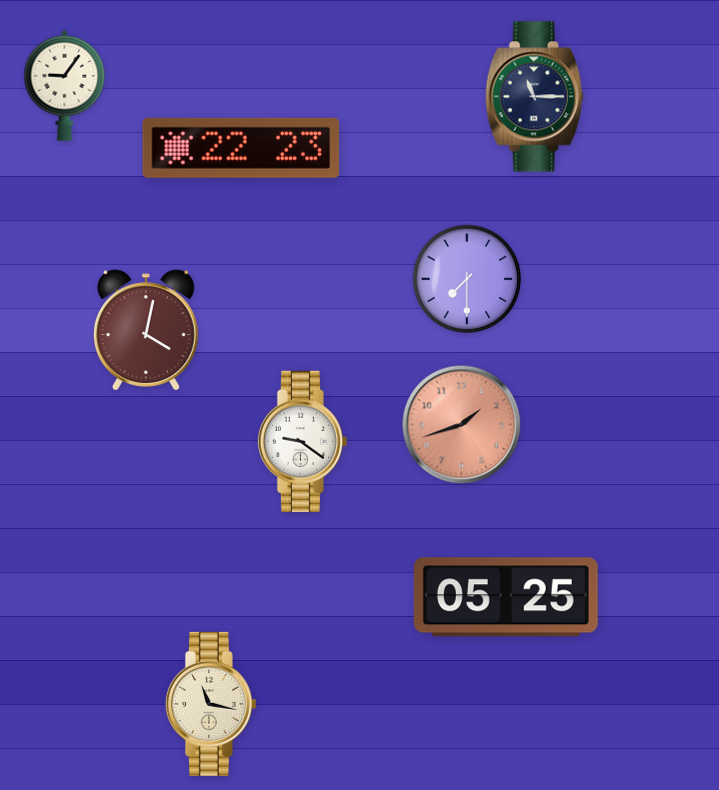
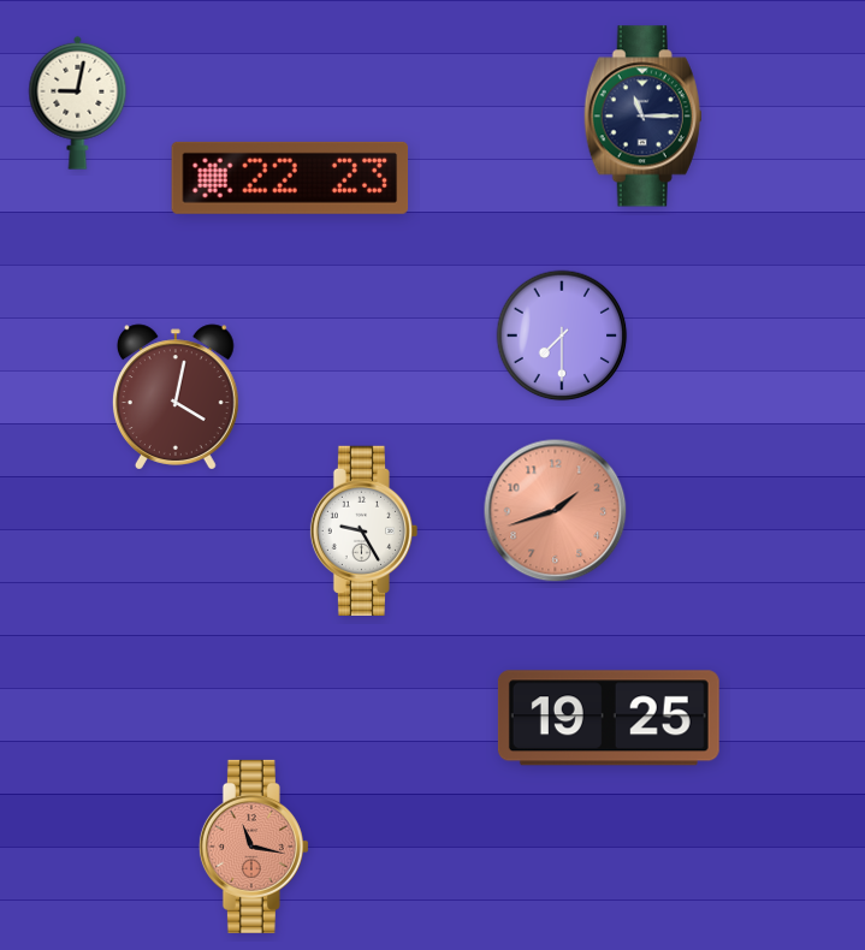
clock at (65, 85): 9:06 -> 9:02
clock at (302, 441): 9:21 -> 9:25
clock at (506, 597): 05:25 -> 19:25
clock at (211, 704) dial: cream -> salmon
